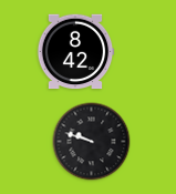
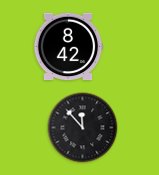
clock at (92, 142): 9:48 -> 11:53
